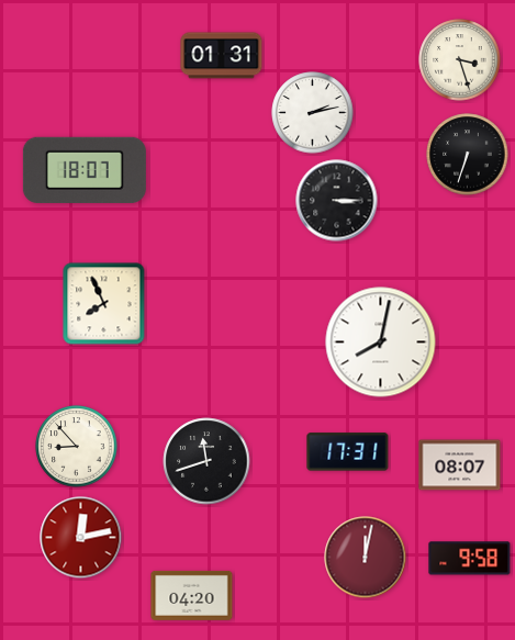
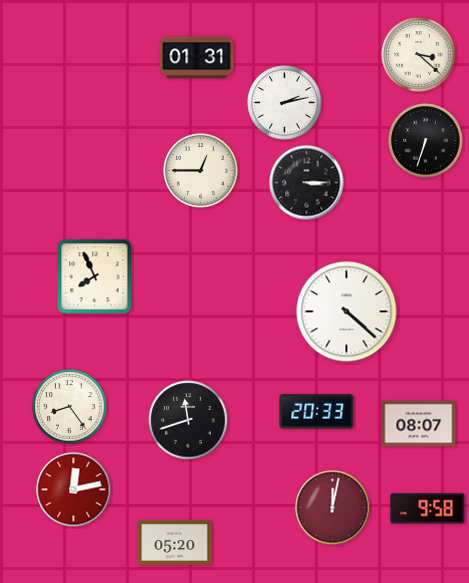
clock at (222, 56) position: (222, 56) -> (197, 58)
clock at (460, 60): 3:27 -> 3:22
clock at (85, 170): 18:07 -> none
clock at (201, 171): none -> 12:45
clock at (381, 343): 8:02 -> 4:22
clock at (77, 447): 8:53 -> 8:24
clock at (348, 452): 17:31 -> 20:33
clock at (192, 595): 04:20 -> 05:20
